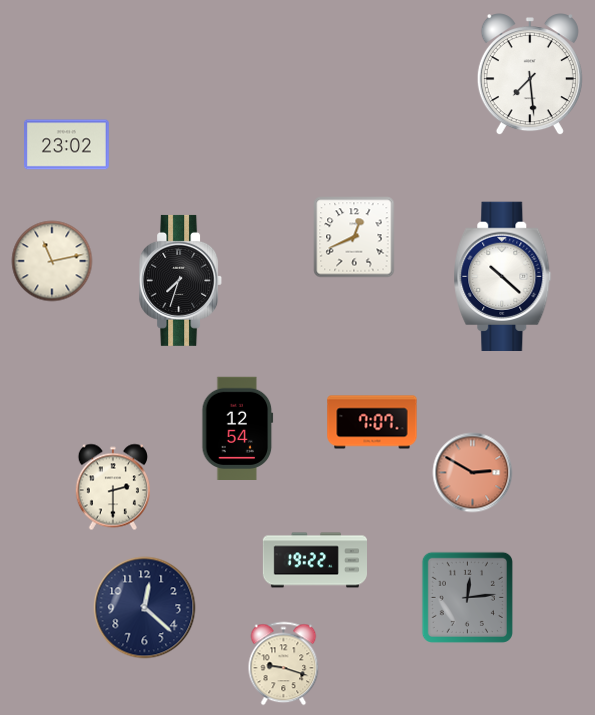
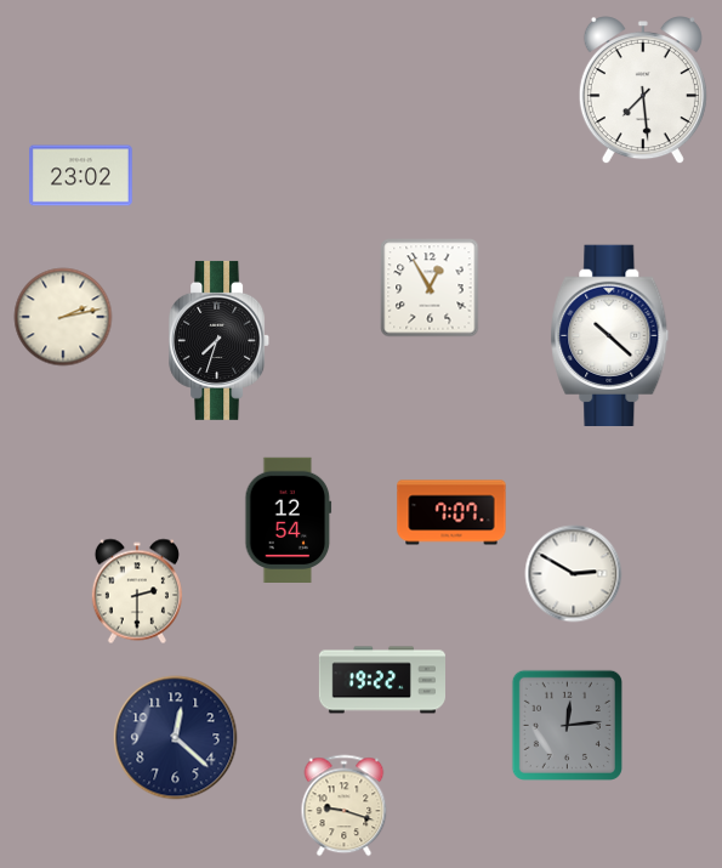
clock at (354, 237): 12:41 -> 12:55
clock at (52, 261): 11:13 -> 2:13
clock at (473, 473) dial: salmon -> white
